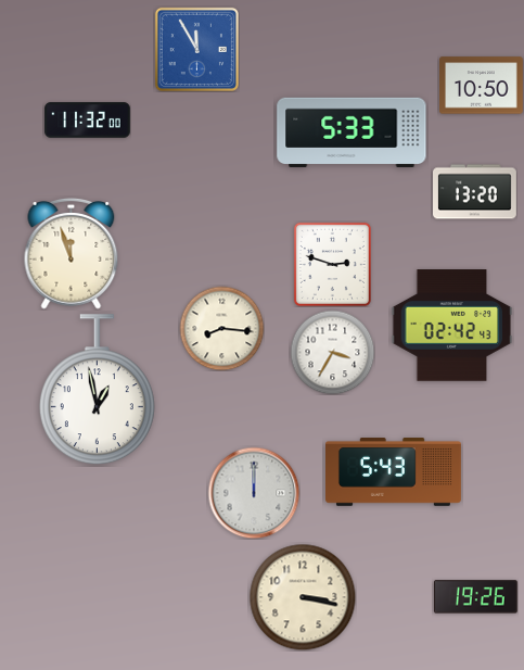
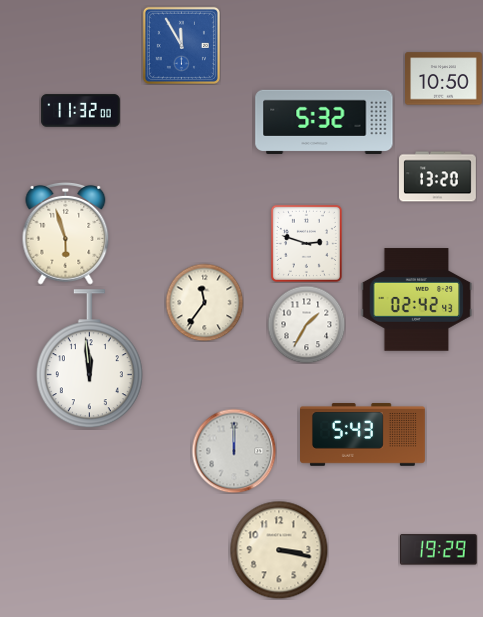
clock at (352, 132): 5:33 -> 5:32
clock at (72, 253): 11:57 -> 5:57
clock at (221, 328): 8:16 -> 11:36
clock at (332, 352): 3:35 -> 1:35
clock at (97, 390): 12:58 -> 11:59
clock at (254, 493) position: (254, 493) -> (234, 451)
clock at (475, 597): 19:26 -> 19:29
